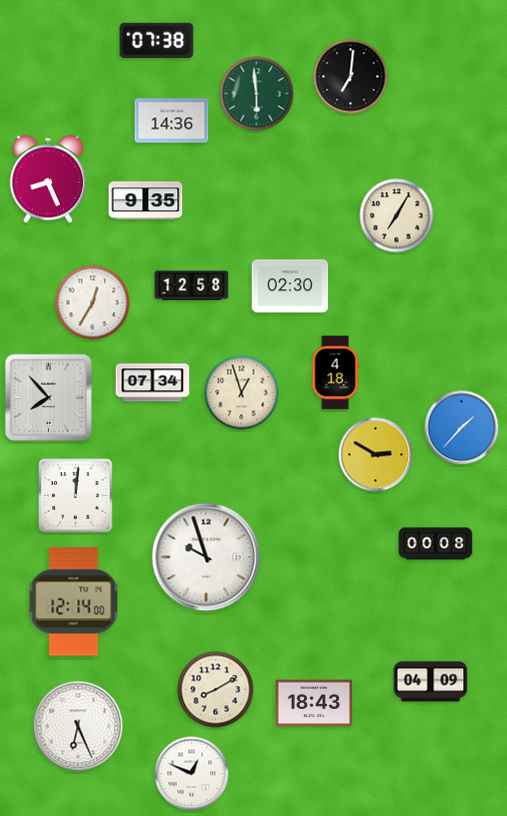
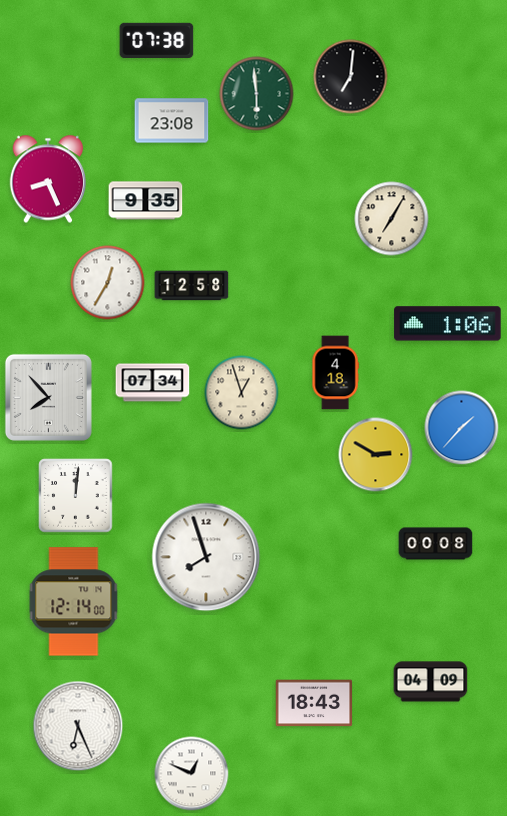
clock at (172, 121): 14:36 -> 23:08
clock at (397, 216) position: (397, 216) -> (392, 219)
clock at (290, 286): 02:30 -> none
clock at (93, 303) position: (93, 303) -> (108, 283)
clock at (448, 324): none -> 1:06
clock at (206, 557): 9:57 -> 7:57
clock at (216, 690): 8:10 -> none
